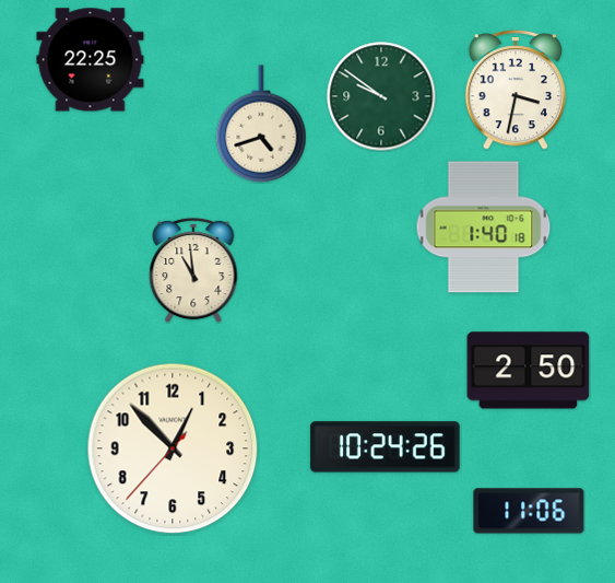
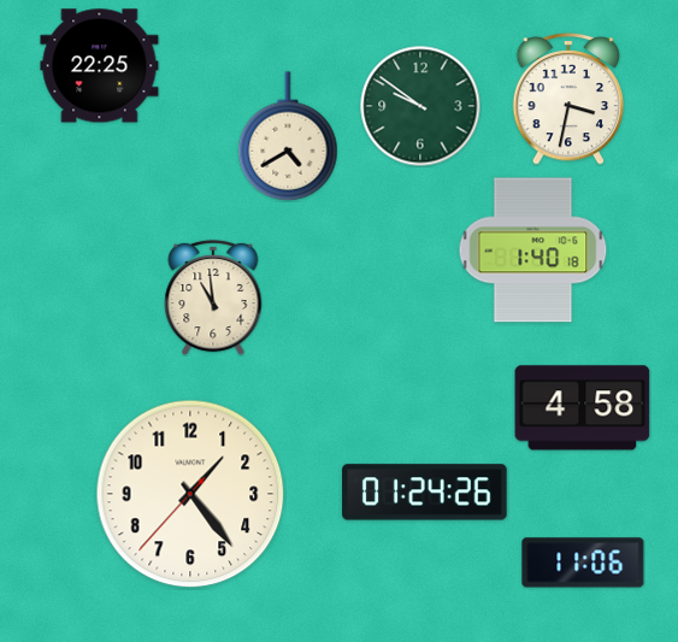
clock at (261, 124): 4:42 -> 4:40
clock at (529, 371): 2:50 -> 4:58
clock at (386, 447): 10:24 -> 01:24
clock at (173, 448): 12:52 -> 1:23
